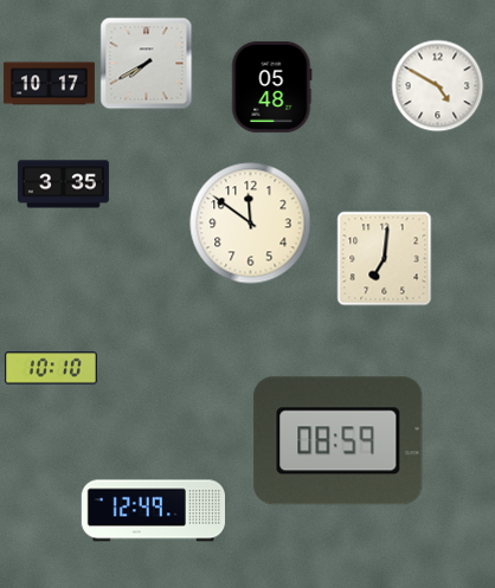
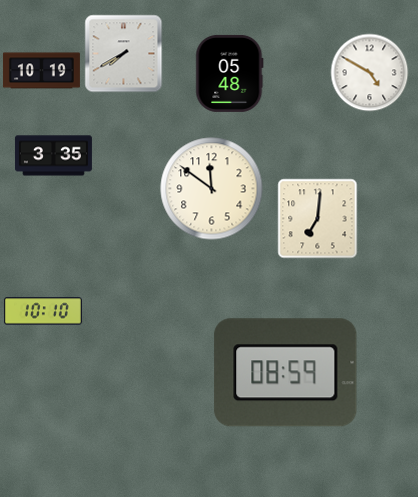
clock at (49, 84): 10:17 -> 10:19
clock at (384, 258) position: (384, 258) -> (317, 218)
clock at (153, 511): 12:49 -> none
